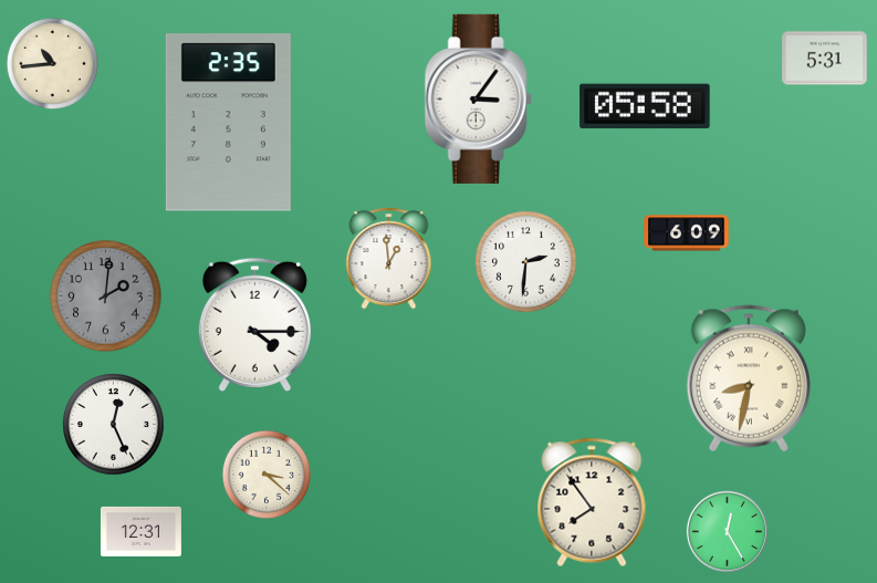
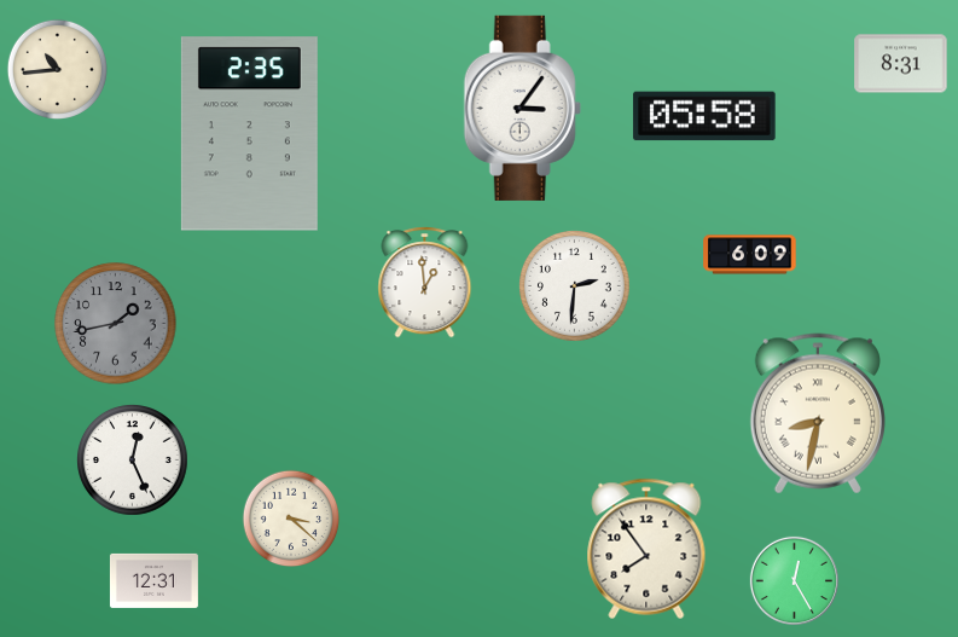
clock at (825, 59): 5:31 -> 8:31
clock at (106, 296): 2:01 -> 1:43
clock at (254, 324): 4:15 -> none
clock at (114, 425) position: (114, 425) -> (133, 461)
